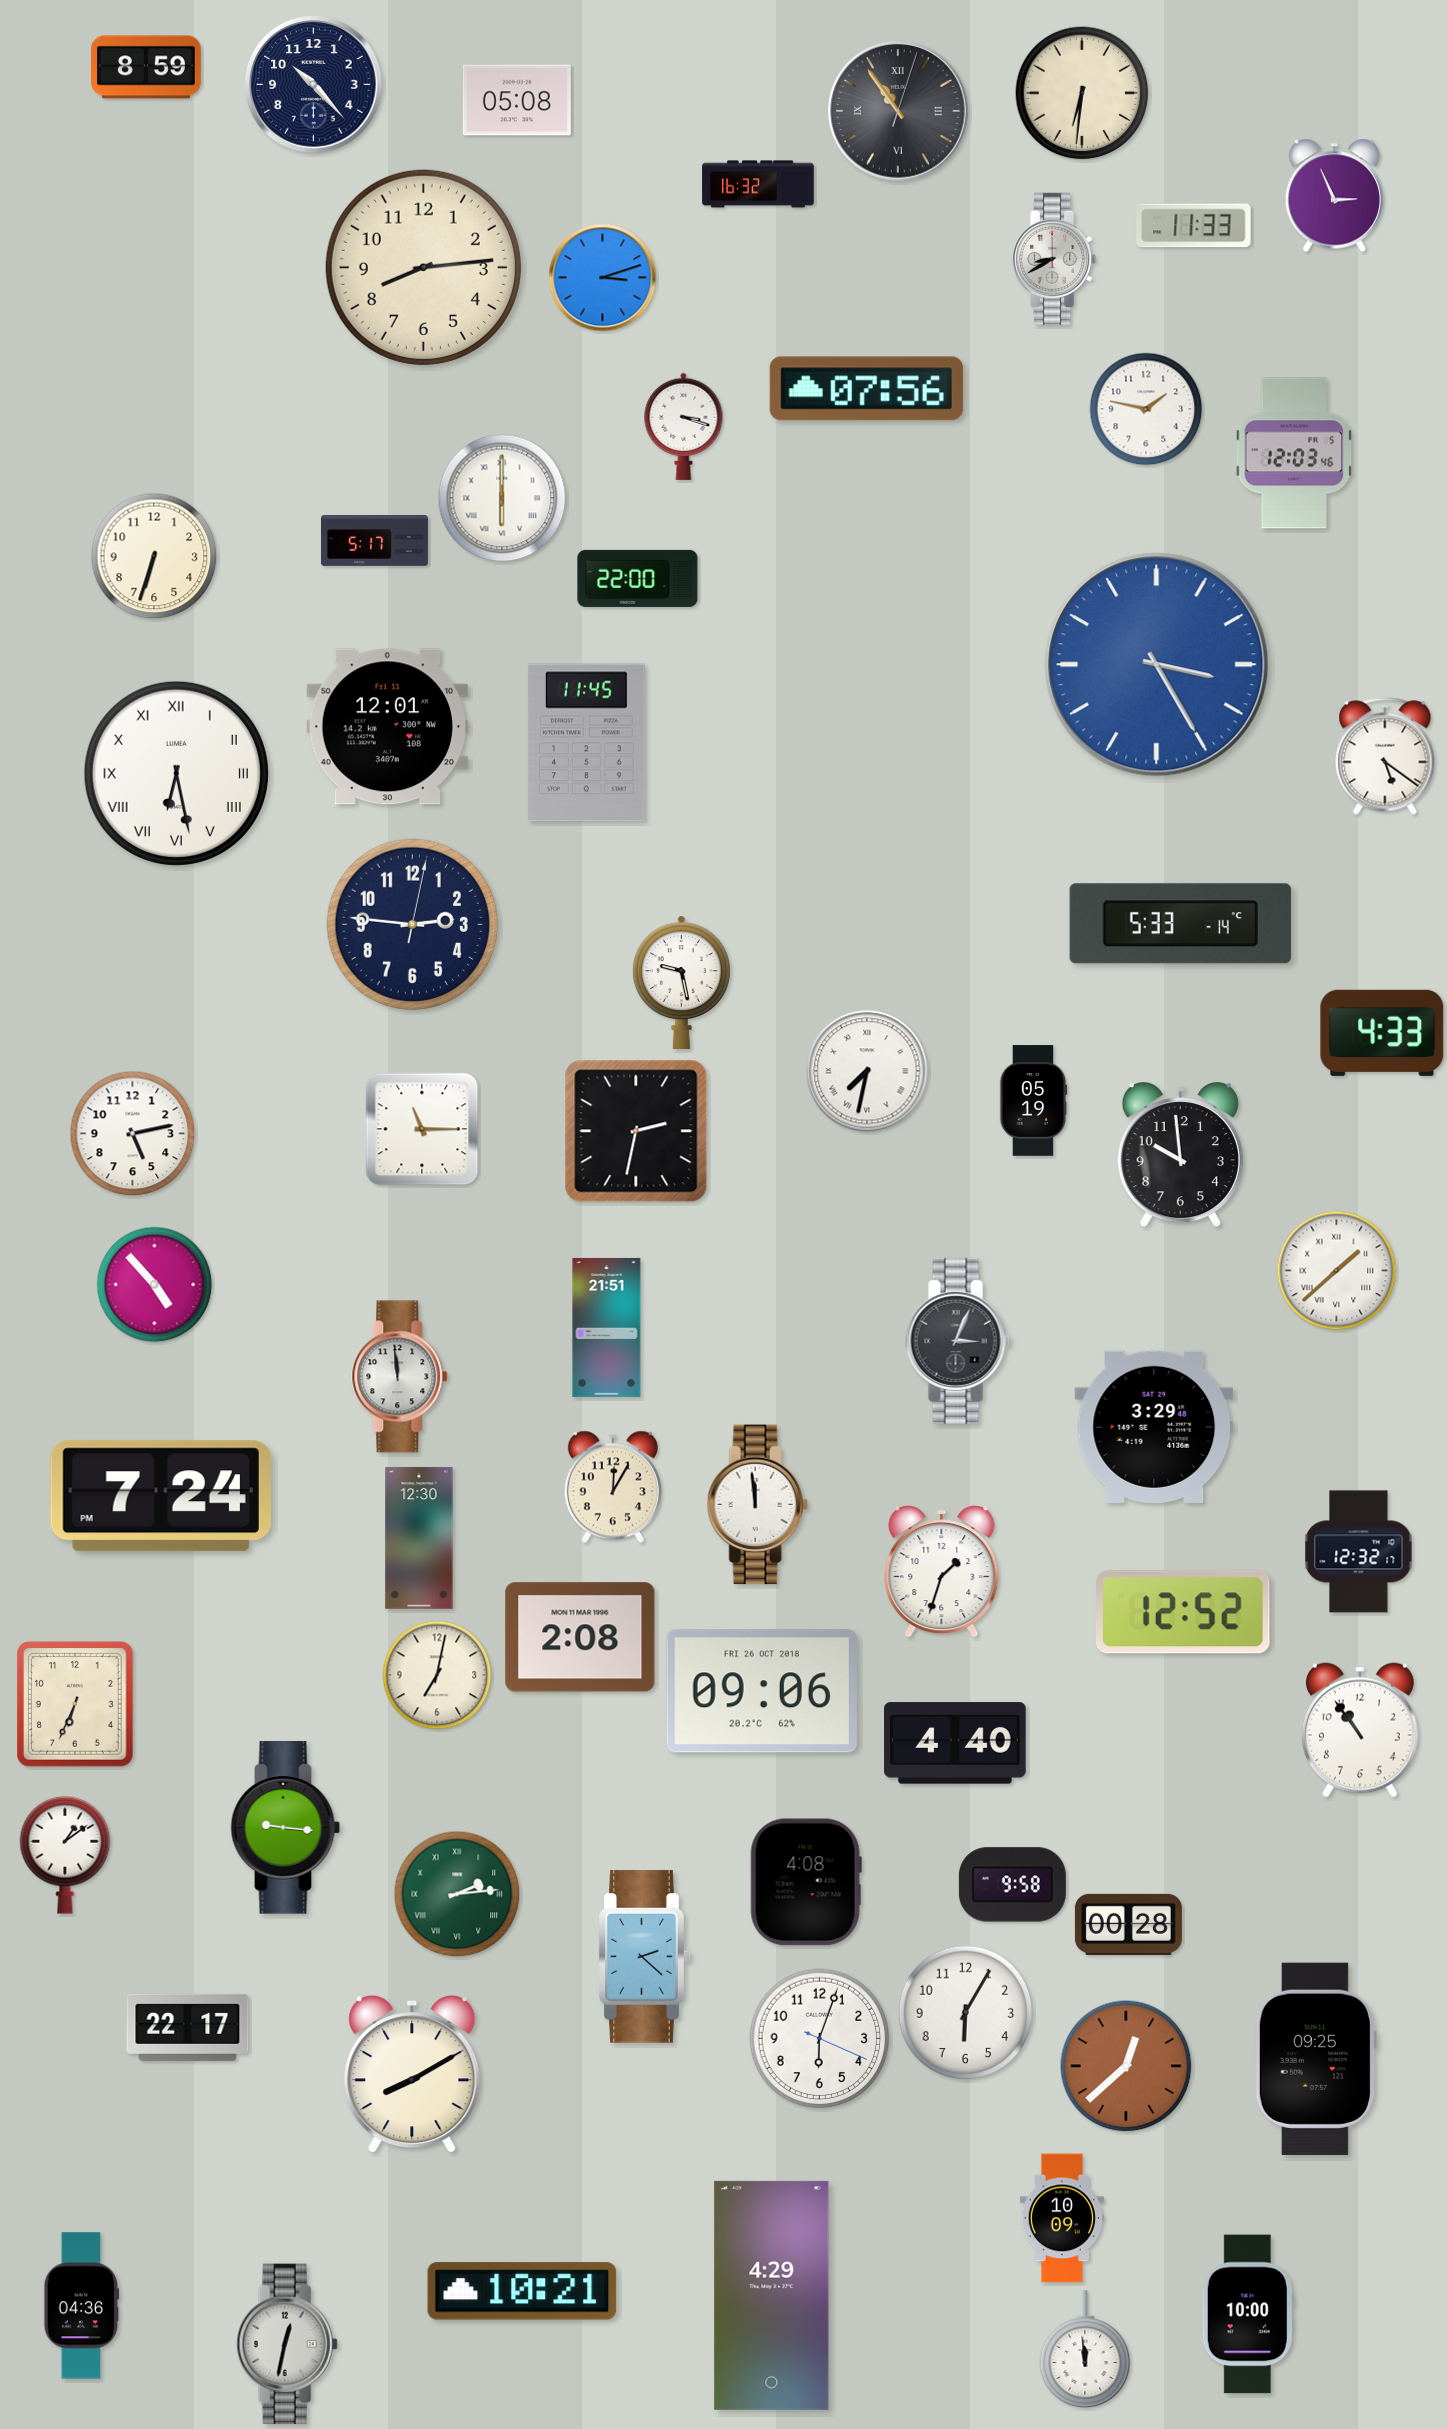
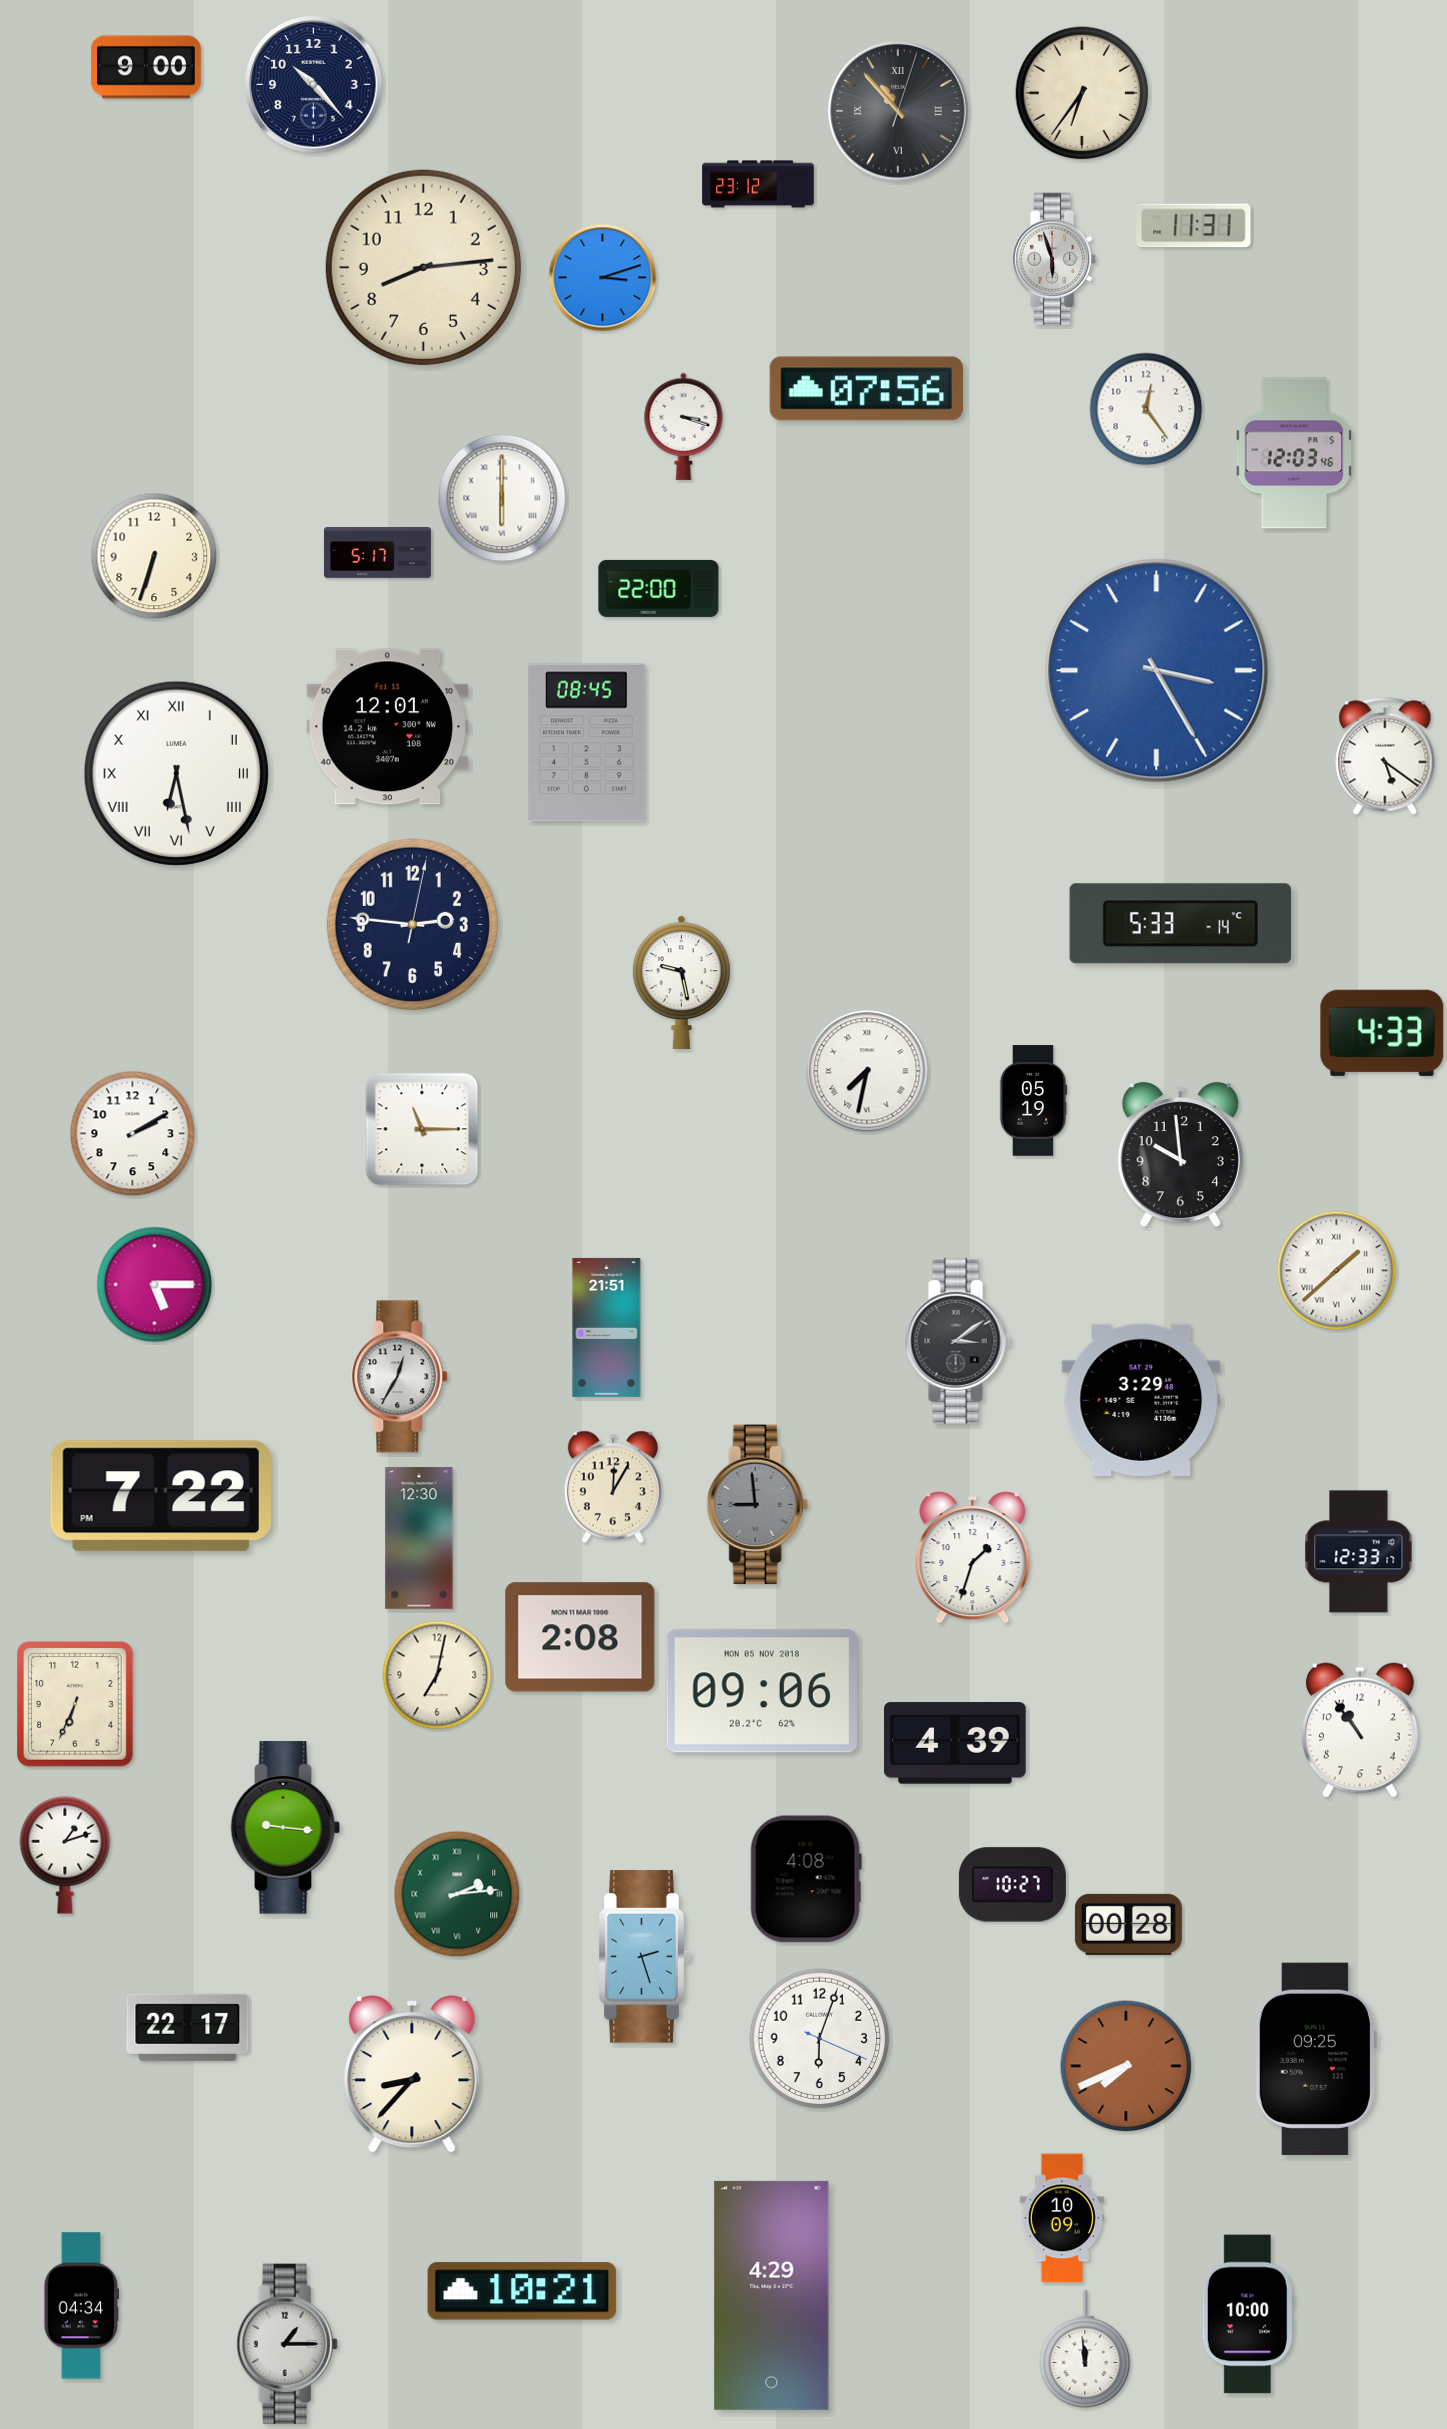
clock at (146, 67): 8:59 -> 9:00
clock at (1082, 93): 6:31 -> 6:36
clock at (517, 100): 05:08 -> none
clock at (898, 111): 10:54 -> 10:53
clock at (758, 184): 16:32 -> 23:12
clock at (1334, 196): 2:56 -> none
clock at (1194, 226): 11:33 -> 11:31
clock at (1054, 258): 8:40 -> 5:57
clock at (1146, 409): 1:47 -> 12:24
clock at (374, 541) position: (374, 541) -> (377, 553)
clock at (638, 578) position: (638, 578) -> (659, 588)
clock at (1157, 665) position: (1157, 665) -> (1157, 671)
clock at (586, 743): 11:45 -> 08:45
clock at (636, 1131): 2:32 -> none
clock at (133, 1134): 5:13 -> 2:10
clock at (155, 1285): 4:53 -> 5:15
clock at (958, 1341): 3:04 -> 3:09
clock at (400, 1377): 11:59 -> 12:35
clock at (1154, 1427) position: (1154, 1427) -> (1141, 1400)
clock at (161, 1496): 7:24 -> 7:22
clock at (757, 1505): 11:59 -> 8:59
clock at (757, 1505) dial: white -> grey
clock at (1359, 1552): 12:32 -> 12:33
clock at (942, 1572) position: (942, 1572) -> (973, 1558)
clock at (1184, 1612): 12:52 -> none
clock at (762, 1691) date: FRI 26 OCT 2018 -> MON 05 NOV 2018
clock at (955, 1743): 4:40 -> 4:39
clock at (65, 1855): 1:09 -> 1:12
clock at (806, 1882) position: (806, 1882) -> (806, 1879)
clock at (1012, 1885): 9:58 -> 10:27
clock at (644, 1957): 2:22 -> 2:27
clock at (966, 2013): 6:05 -> none
clock at (1126, 2066): 12:38 -> 7:41
clock at (412, 2074): 8:10 -> 8:37
clock at (82, 2306): 04:36 -> 04:34
clock at (287, 2344): 12:32 -> 1:15
